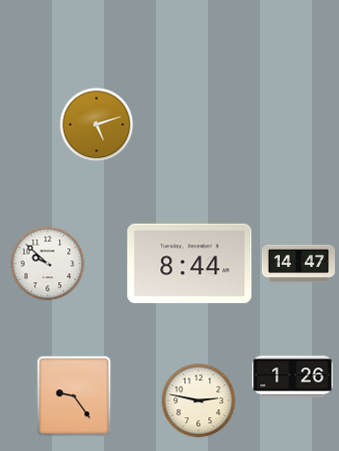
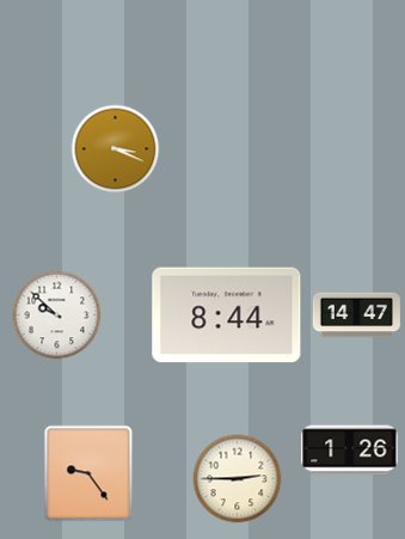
clock at (97, 125): 5:12 -> 3:19
clock at (199, 401): 2:47 -> 2:45
